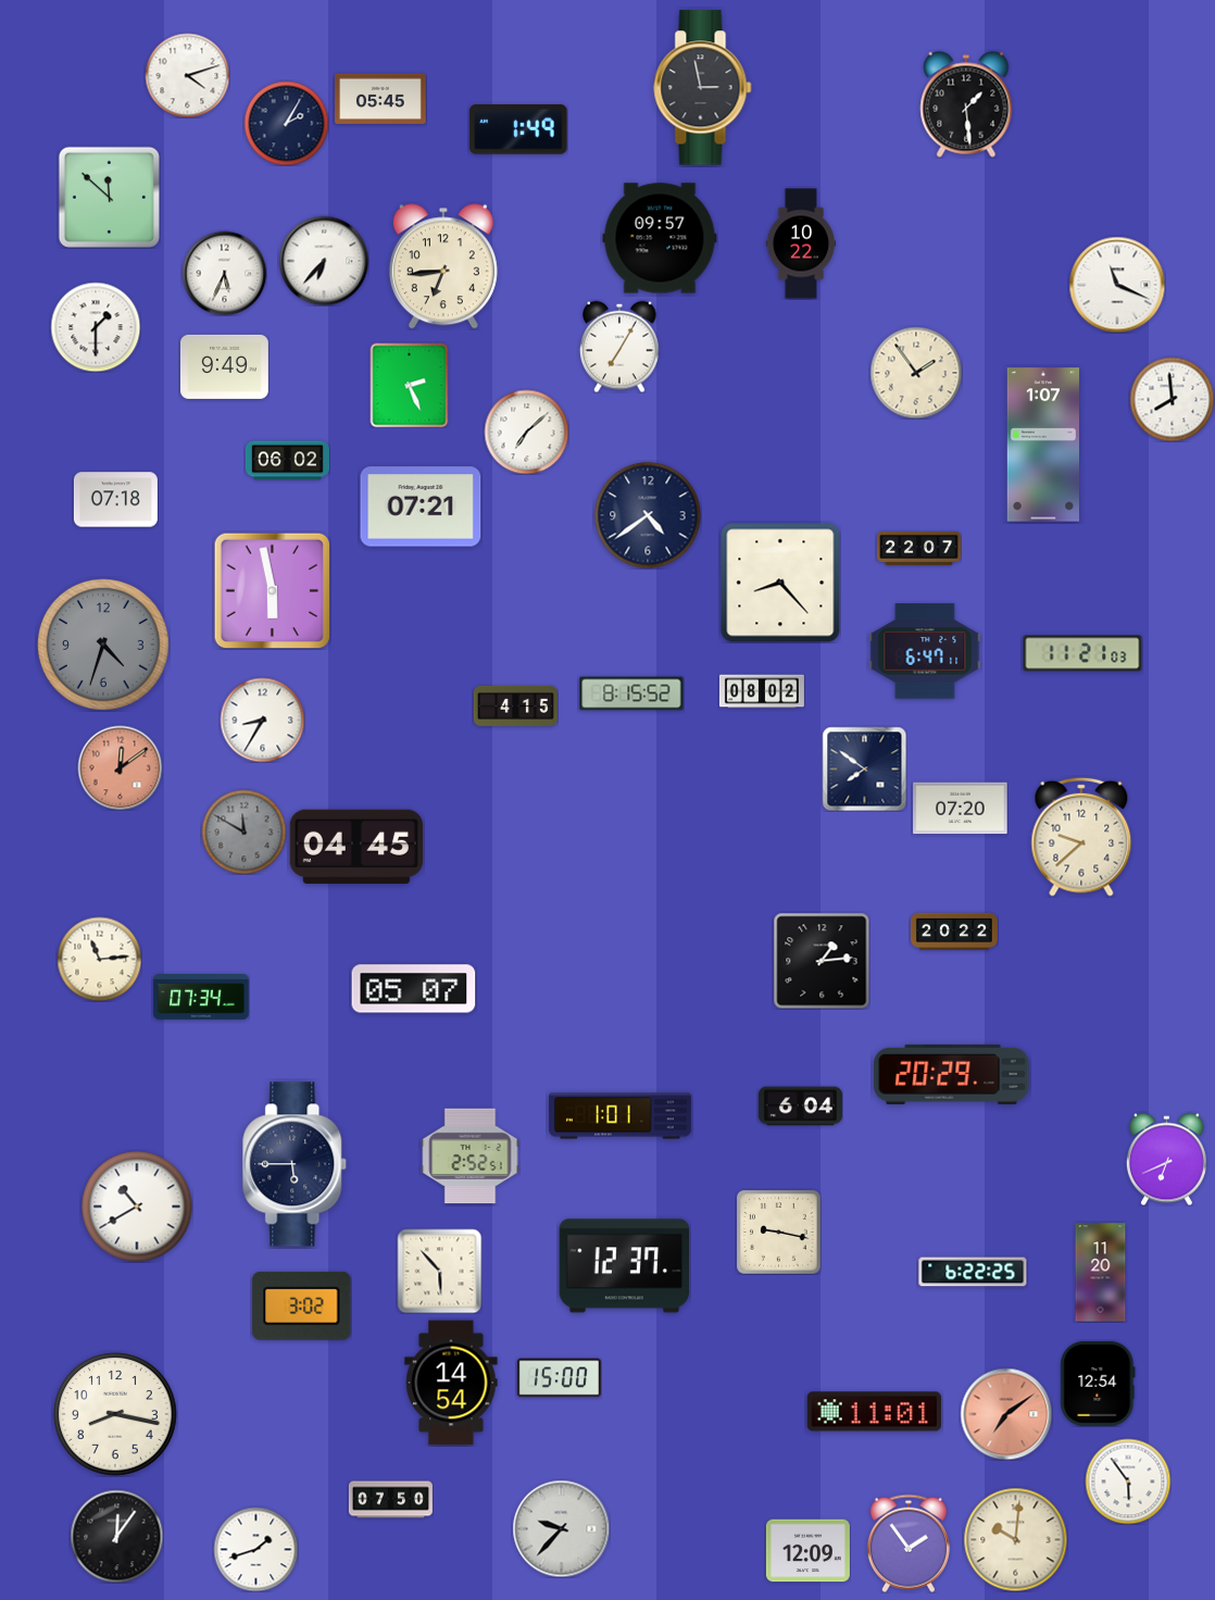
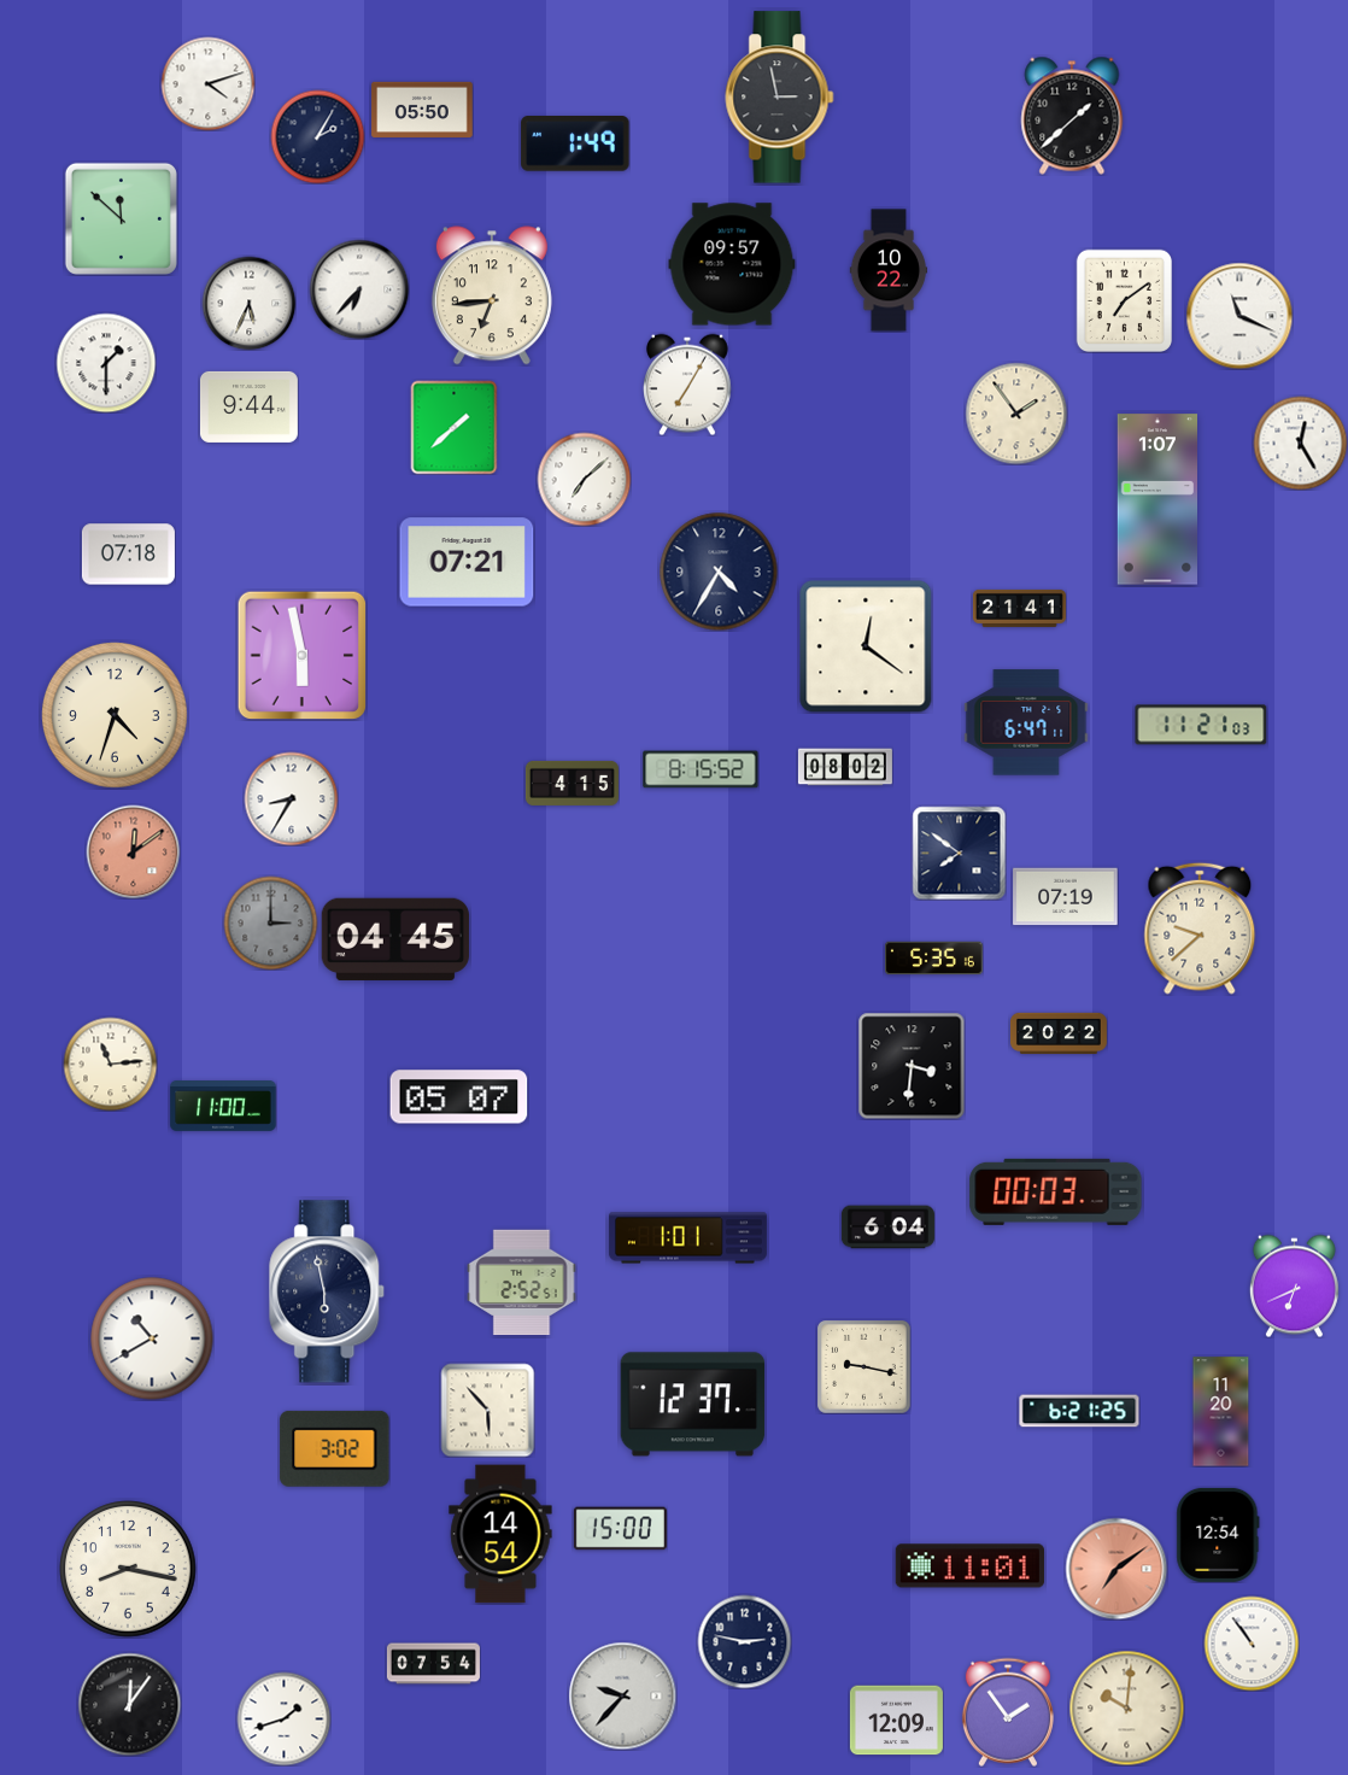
clock at (380, 99): 05:45 -> 05:50
clock at (966, 104): 1:29 -> 1:38
clock at (1124, 300): none -> 7:09
clock at (224, 366): 9:49 -> 9:44
clock at (410, 385): 2:26 -> 1:38
clock at (1172, 399): 7:59 -> 12:25
clock at (1042, 445) position: (1042, 445) -> (1156, 499)
clock at (287, 461): 06:02 -> none
clock at (648, 515): 4:39 -> 4:35
clock at (918, 548): 22:07 -> 21:41
clock at (780, 583): 8:23 -> 12:21
clock at (103, 645) dial: grey -> cream
clock at (961, 809): 07:20 -> 07:19
clock at (243, 832): 11:50 -> 3:00
clock at (934, 959): none -> 5:35
clock at (822, 961): 1:14 -> 3:31
clock at (201, 998): 07:34 -> 11:00
clock at (952, 1074): 20:29 -> 00:03
clock at (296, 1164): 5:45 -> 5:58
clock at (973, 1272): 6:22 -> 6:21
clock at (744, 1641): none -> 2:47
clock at (1128, 1482): 5:54 -> 10:54
clock at (390, 1500): 07:50 -> 07:54
